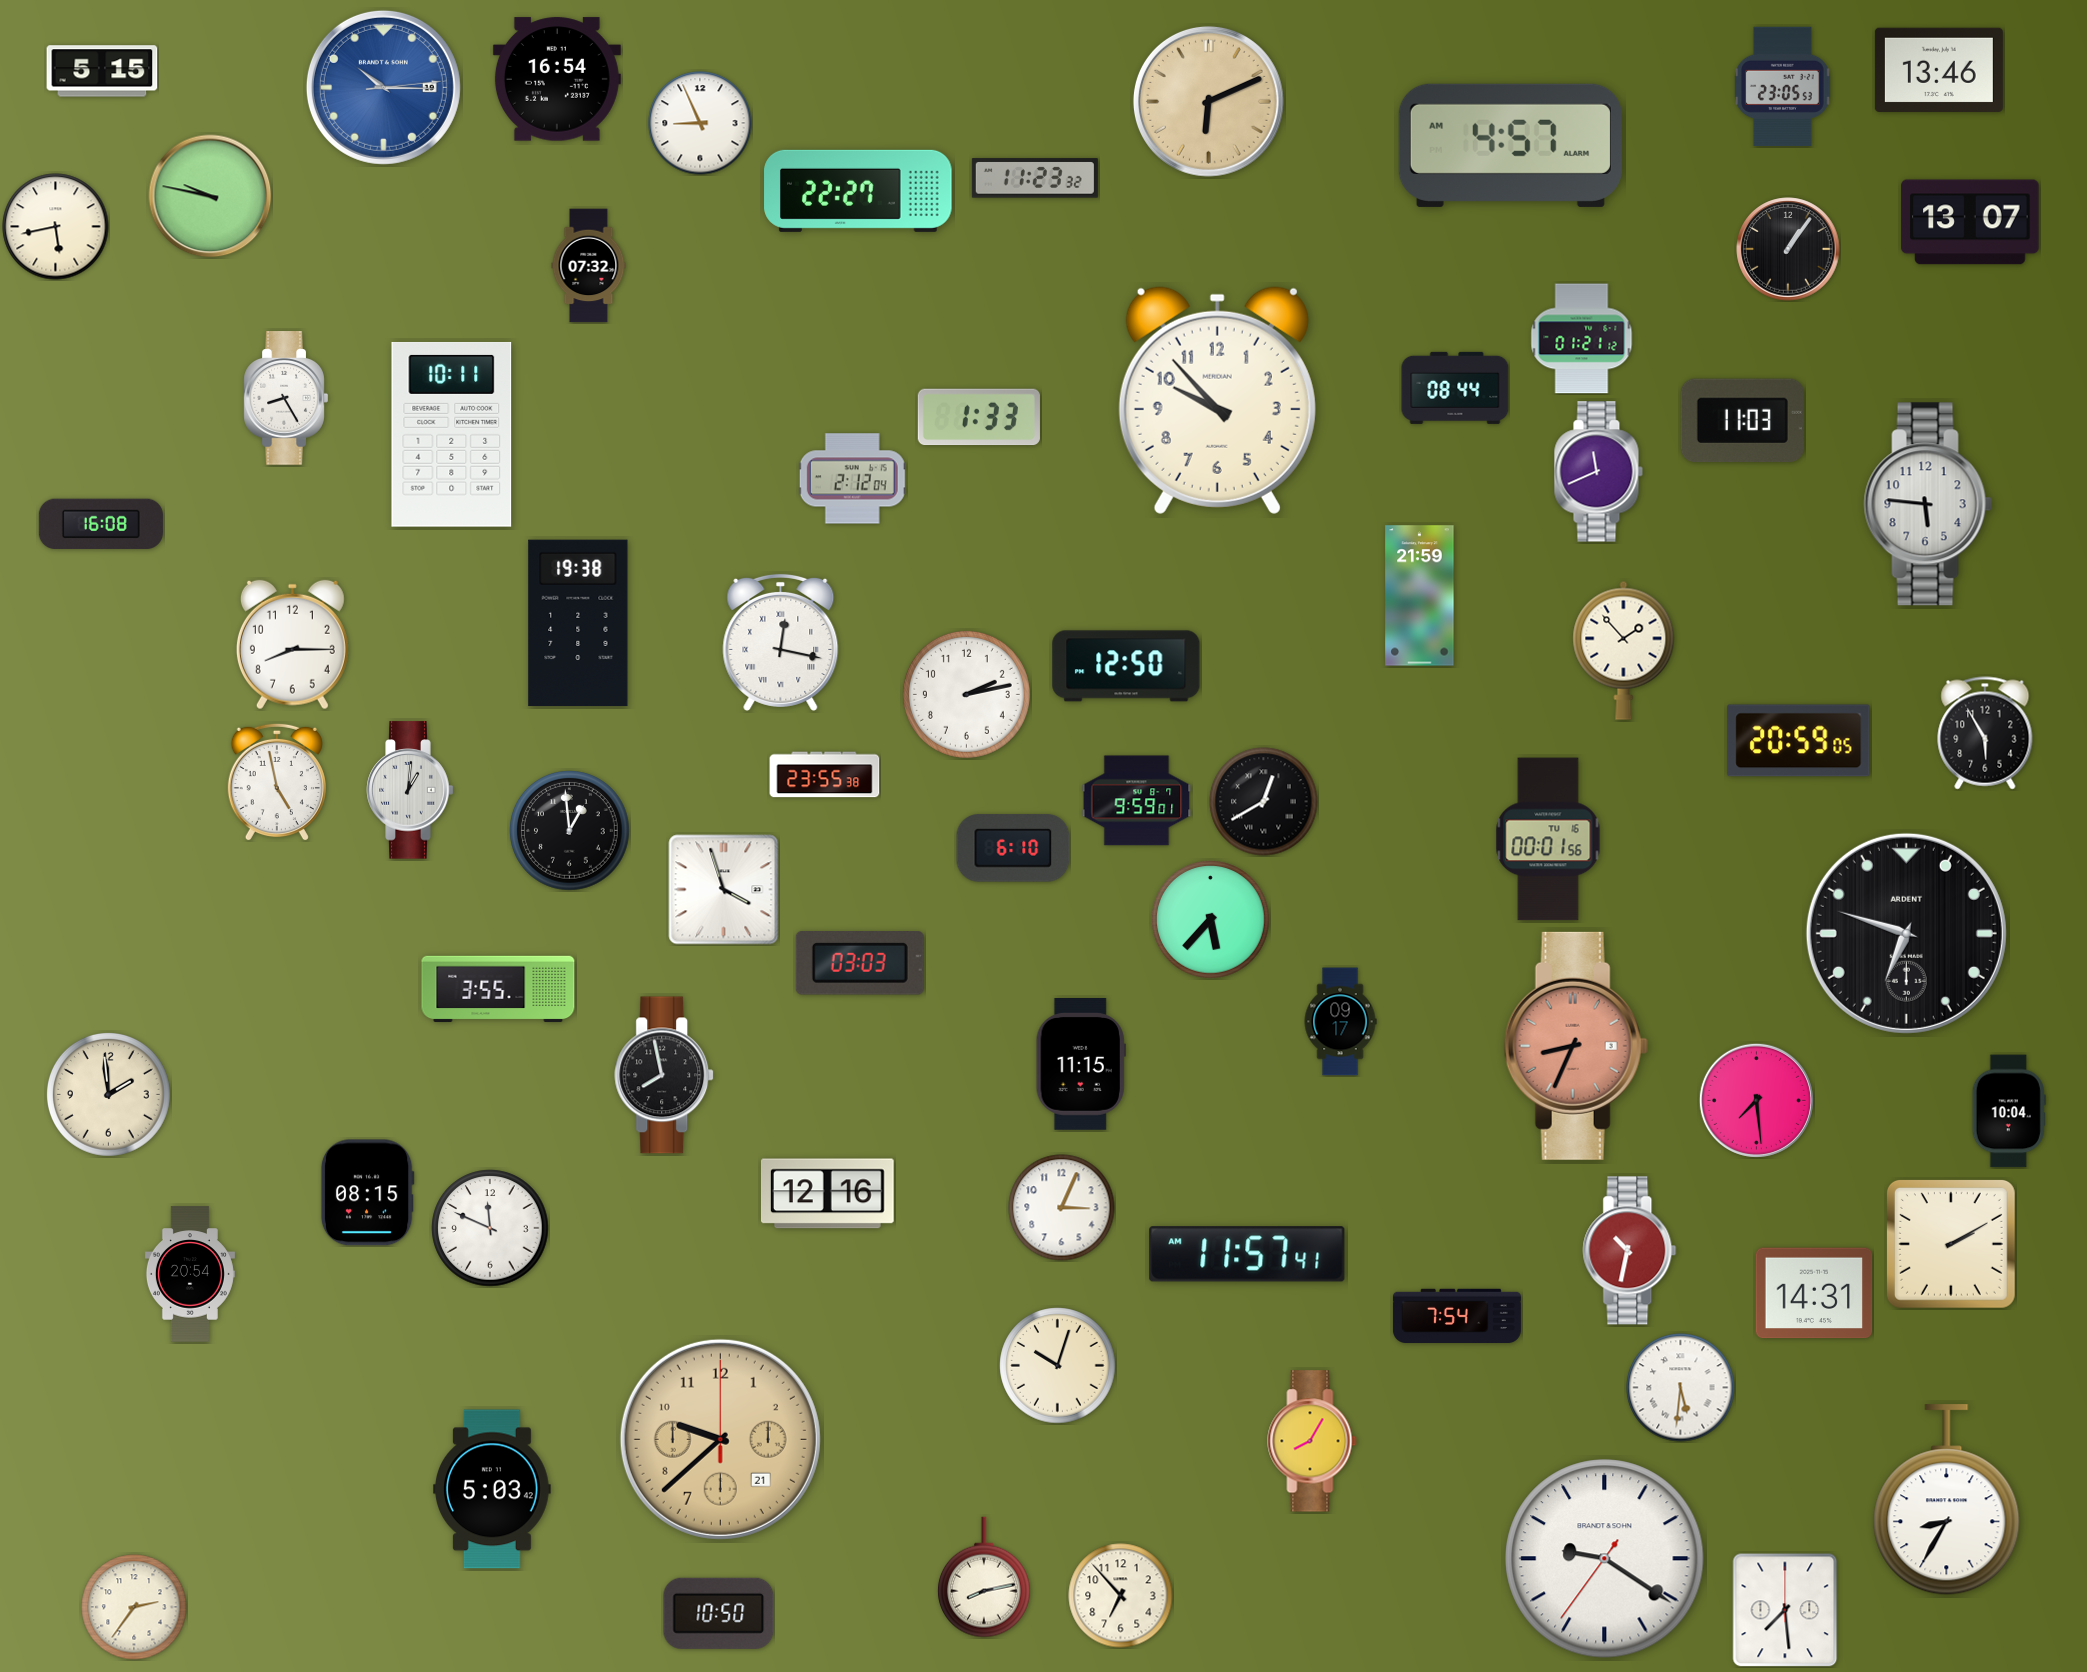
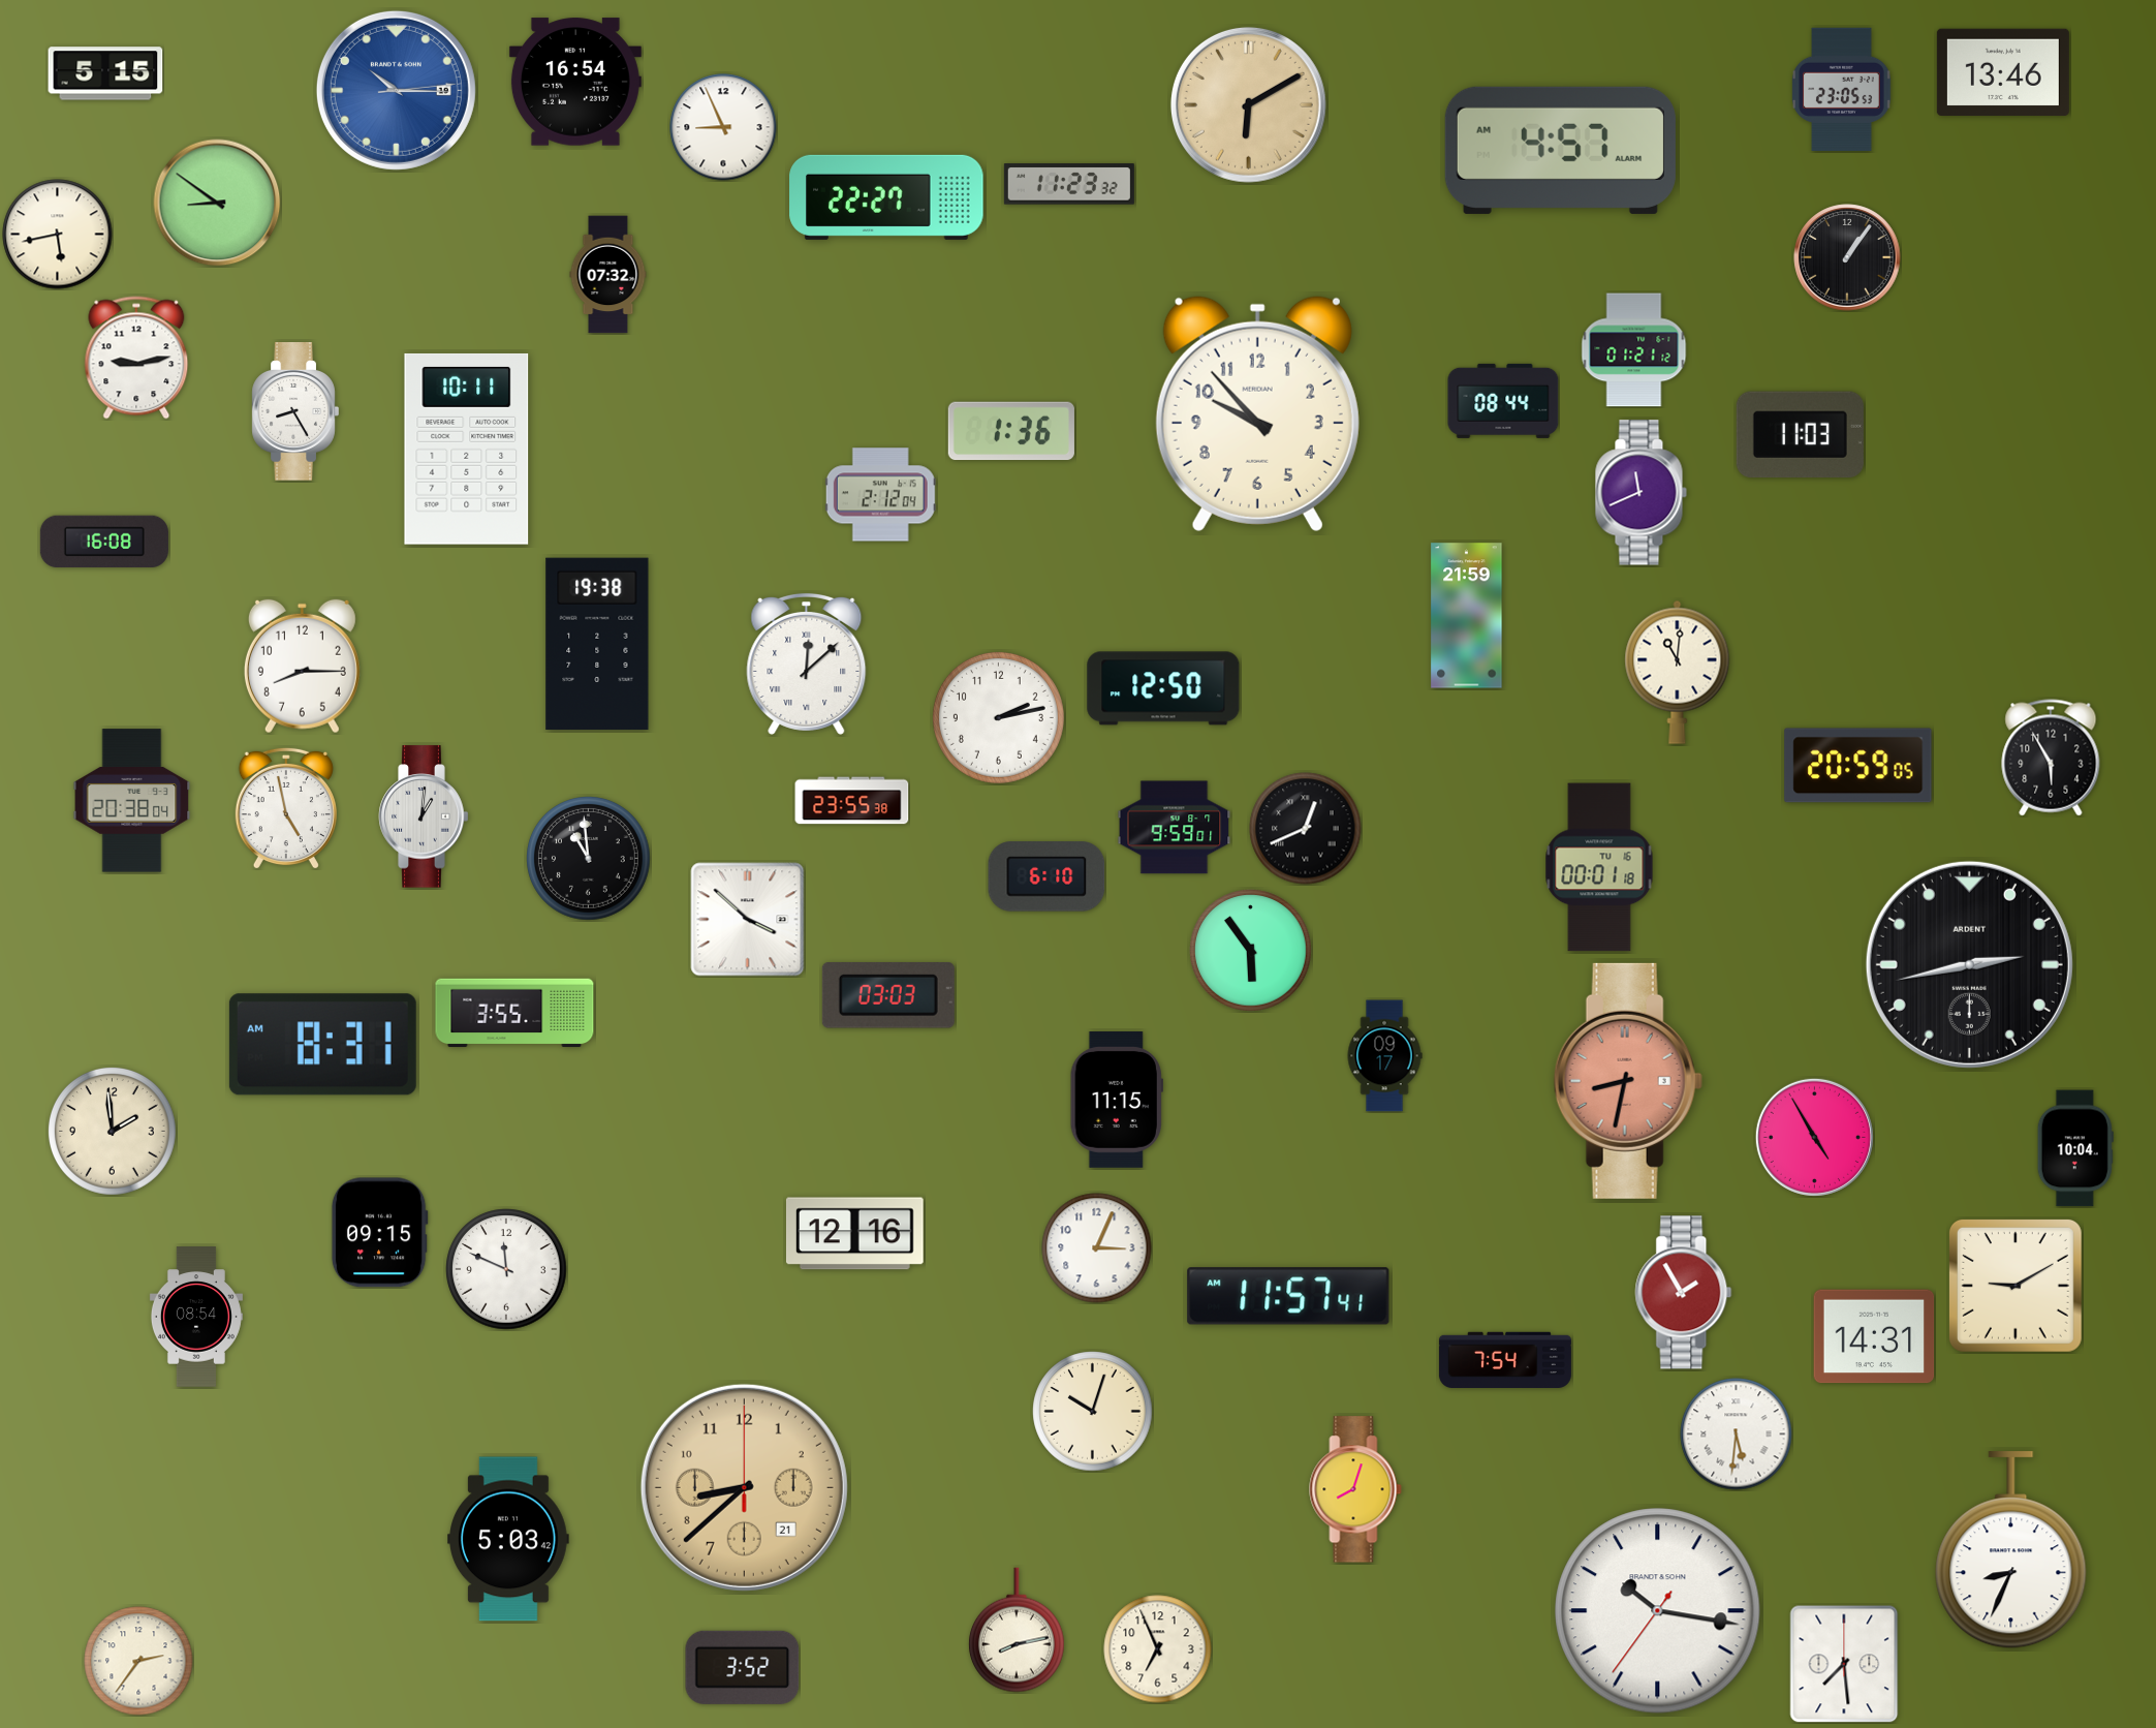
clock at (1208, 101): 6:11 -> 6:10
clock at (210, 196): 9:47 -> 8:51
clock at (1970, 222): 13:07 -> none
clock at (136, 358): none -> 9:13
clock at (979, 417): 1:33 -> 1:36
clock at (1598, 472) position: (1598, 472) -> (1641, 493)
clock at (1928, 504): 5:46 -> none
clock at (781, 642): 12:17 -> 12:08
clock at (1624, 650): 1:53 -> 11:01
clock at (132, 801): none -> 20:38
clock at (1264, 802): 12:40 -> 12:41
clock at (570, 831): 12:59 -> 10:59
clock at (1548, 839): 00:01:56 -> 00:01:18
clock at (724, 890): 3:57 -> 3:52
clock at (1211, 920): 5:37 -> 5:54
clock at (1906, 933): 6:48 -> 2:43
clock at (498, 989) position: (498, 989) -> (514, 1013)
clock at (322, 1045): none -> 8:31
clock at (1576, 1046): 8:34 -> 8:32
clock at (665, 1075): 7:58 -> none
clock at (1756, 1100): 7:29 -> 4:55
clock at (367, 1193): 08:15 -> 09:15
clock at (1951, 1244): 2:10 -> 9:10
clock at (1630, 1251): 10:32 -> 1:55
clock at (190, 1274): 20:54 -> 08:54
clock at (720, 1439): 9:38 -> 8:38
clock at (1312, 1441): 8:05 -> 8:03
clock at (1947, 1500): 8:35 -> 8:34
clock at (1605, 1559): 9:20 -> 10:16
clock at (1121, 1596): 6:53 -> 6:56
clock at (719, 1613): 10:50 -> 3:52
